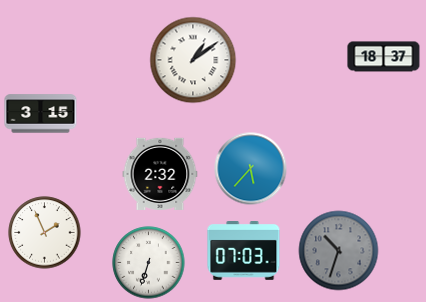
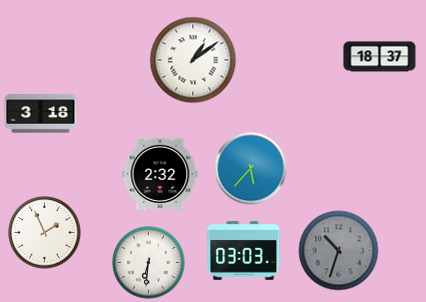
clock at (384, 57) position: (384, 57) -> (380, 57)
clock at (41, 114): 3:15 -> 3:18
clock at (244, 251): 07:03 -> 03:03
clock at (149, 263): 6:33 -> 6:31
